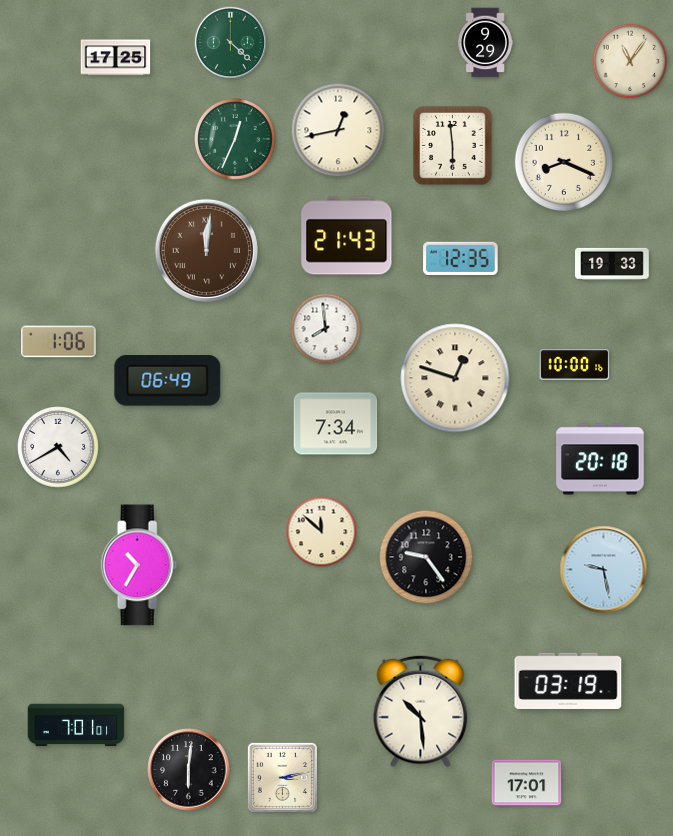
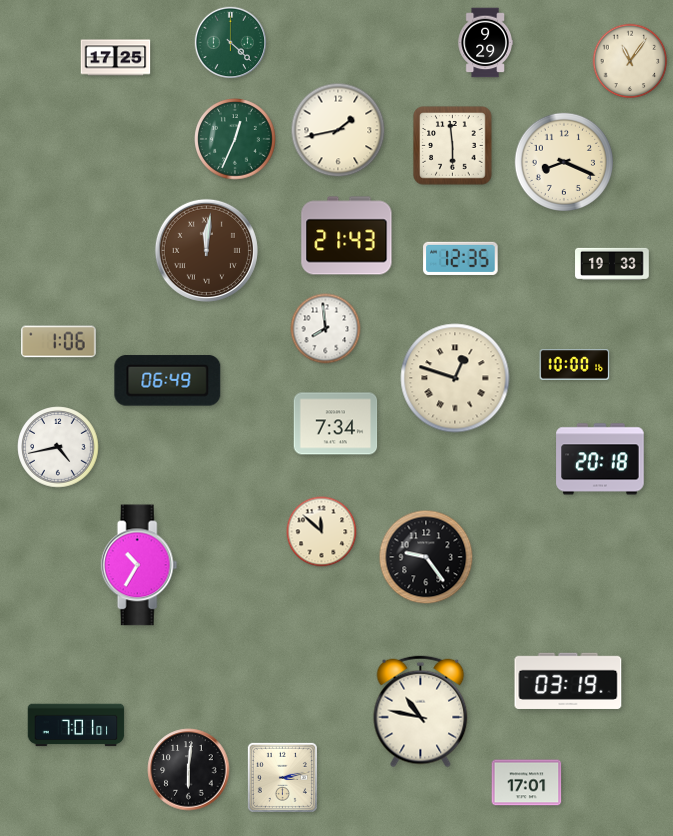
clock at (338, 130): 12:43 -> 1:43
clock at (58, 447): 4:40 -> 4:43
clock at (604, 570): 9:28 -> none
clock at (421, 712): 10:29 -> 10:47
